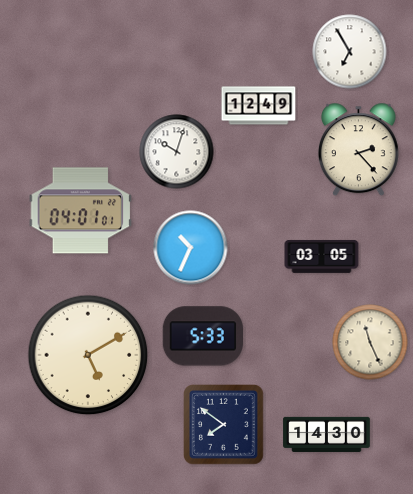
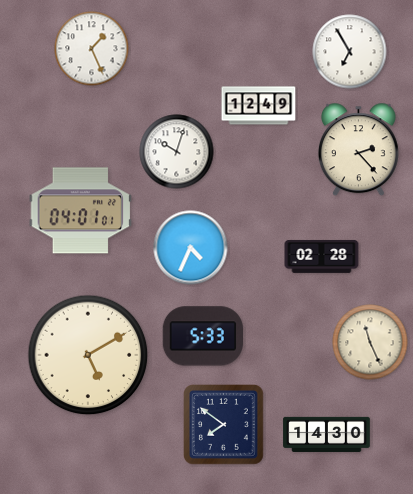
clock at (92, 49): none -> 1:26
clock at (191, 248): 10:34 -> 4:34
clock at (322, 256): 03:05 -> 02:28
